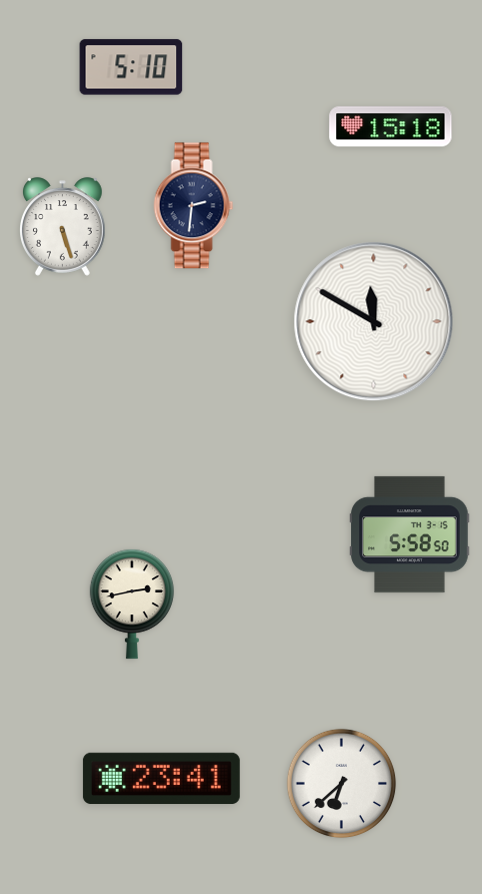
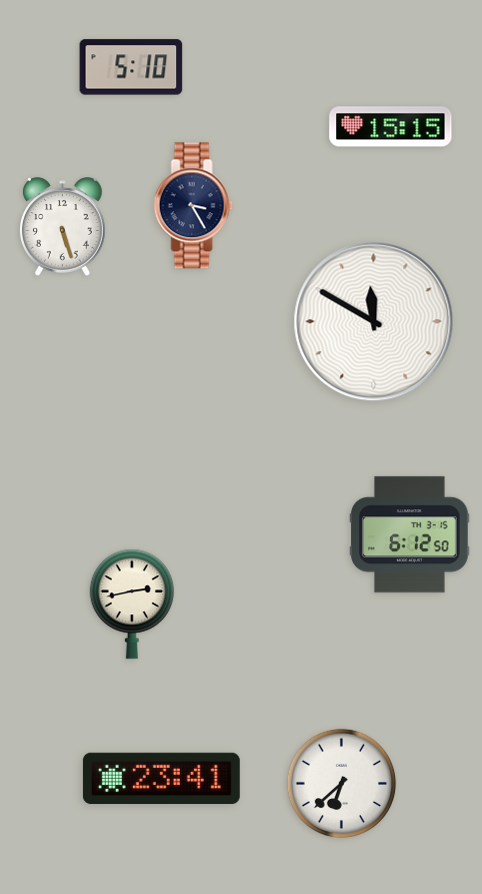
clock at (391, 127): 15:18 -> 15:15
clock at (194, 206): 2:31 -> 3:25
clock at (410, 535): 5:58 -> 6:12
